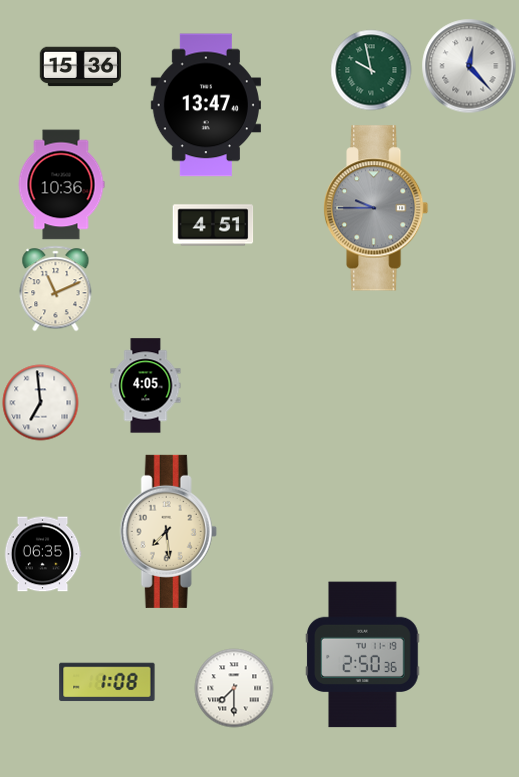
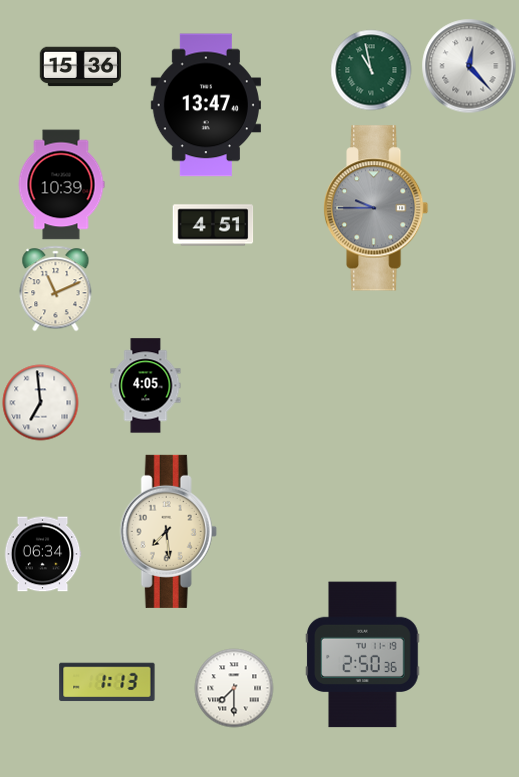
clock at (371, 70): 9:58 -> 10:58
clock at (61, 185): 10:36 -> 10:39
clock at (43, 554): 06:35 -> 06:34
clock at (107, 682): 1:08 -> 1:13
